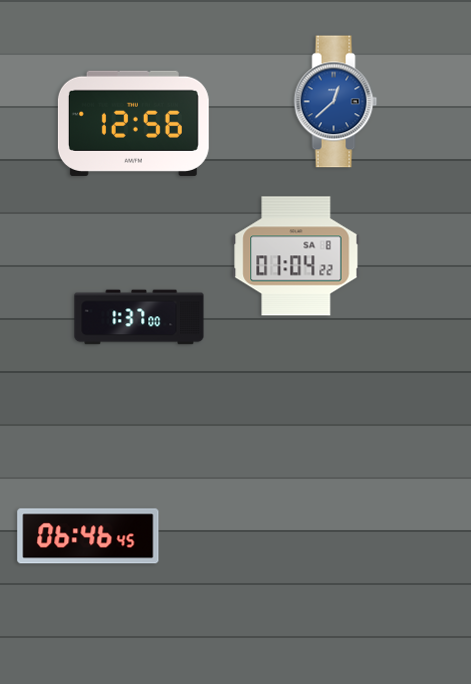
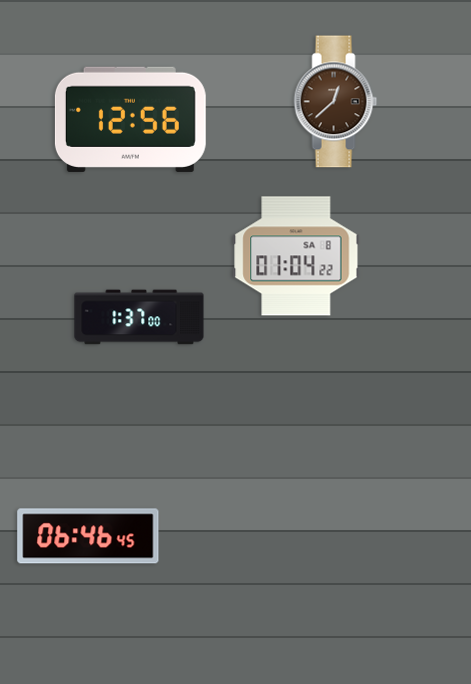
clock at (336, 102) dial: blue -> brown
clock at (133, 123) position: (133, 123) -> (130, 119)
